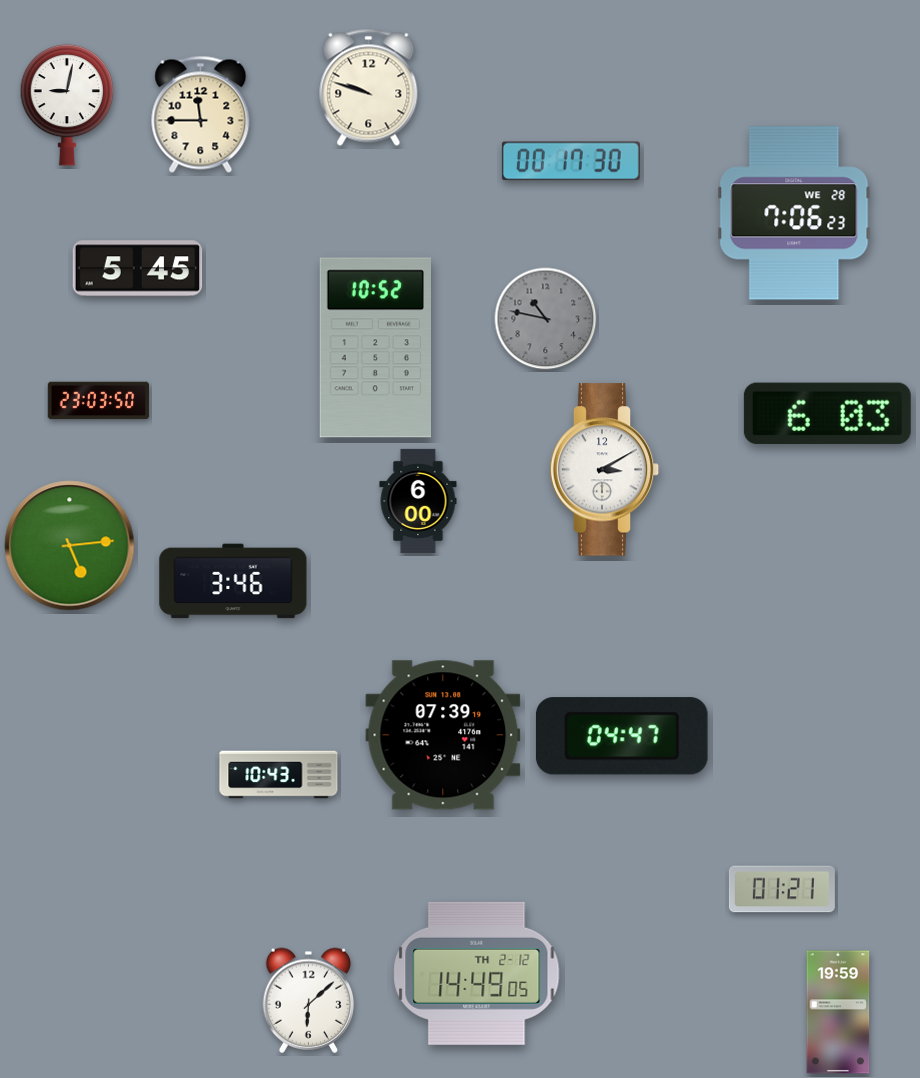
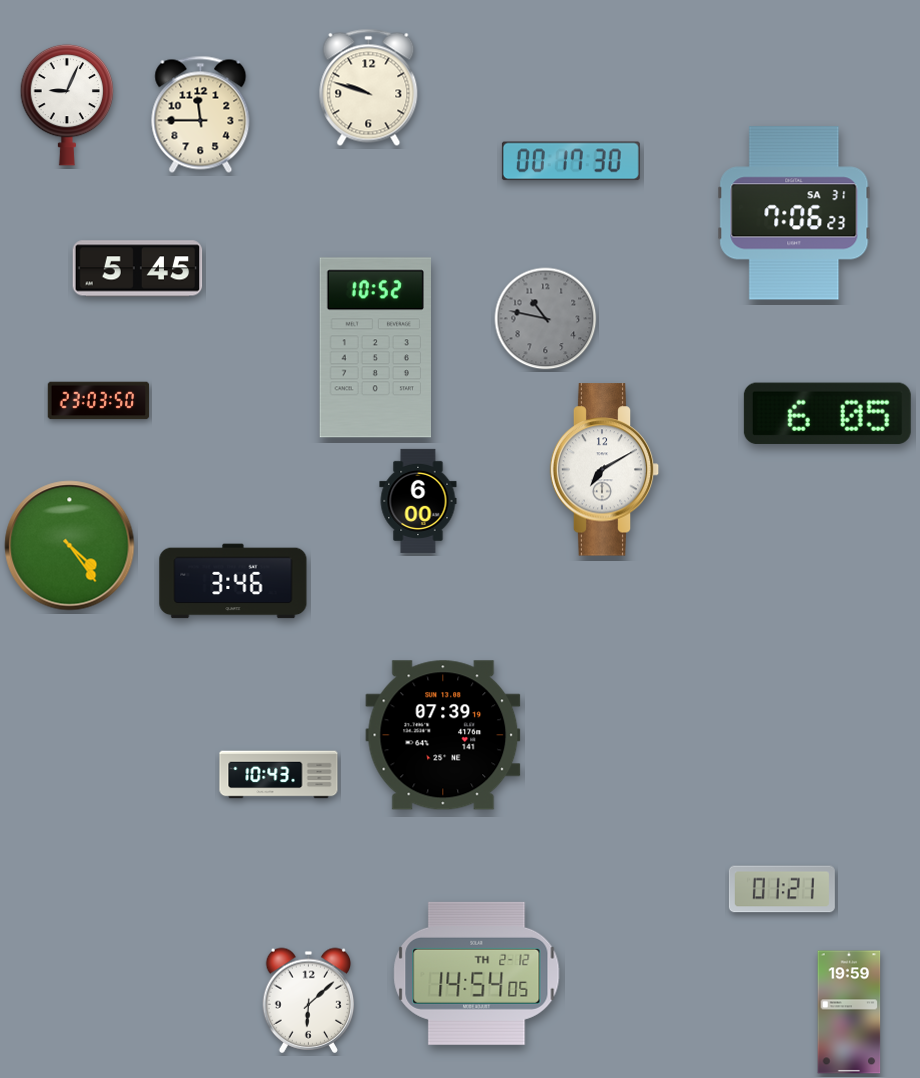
clock at (67, 105): 9:02 -> 9:04
clock at (794, 213) date: WE 28 -> SA 31
clock at (827, 413): 6:03 -> 6:05
clock at (605, 470): 3:10 -> 7:10
clock at (70, 546): 5:14 -> 4:24
clock at (622, 736): 04:47 -> none
clock at (477, 973): 14:49 -> 14:54
clock at (838, 1012) position: (838, 1012) -> (849, 1012)
